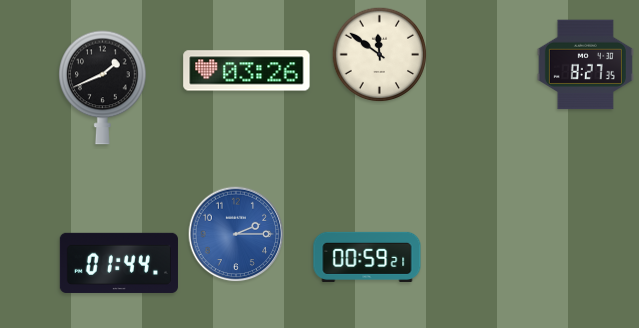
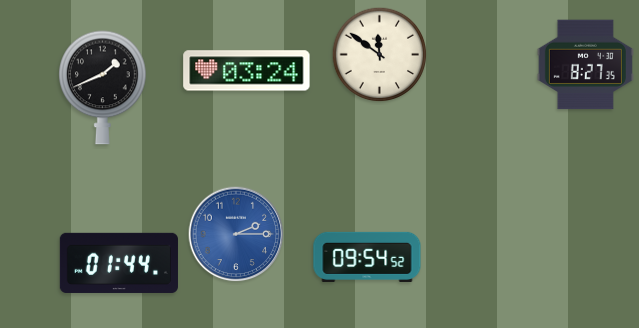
clock at (247, 71): 03:26 -> 03:24
clock at (367, 257): 00:59 -> 09:54
